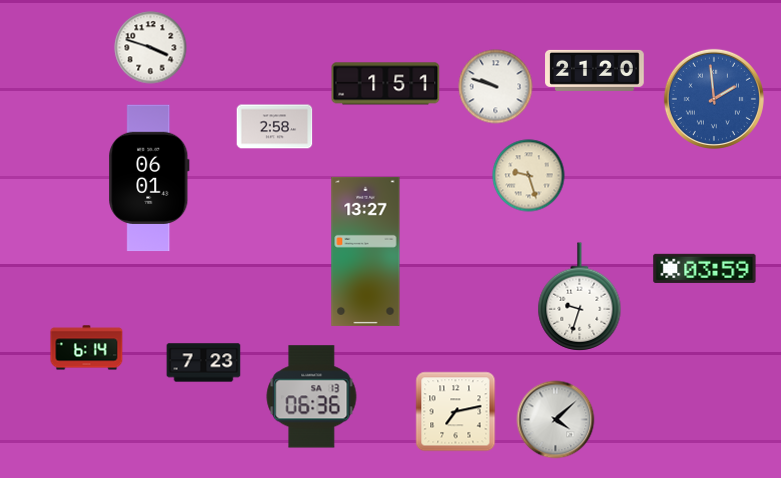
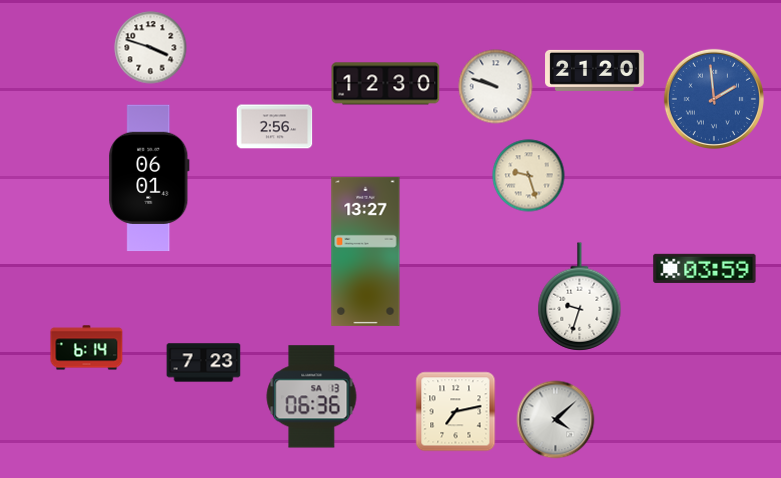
clock at (386, 84): 1:51 -> 12:30
clock at (275, 127): 2:58 -> 2:56
